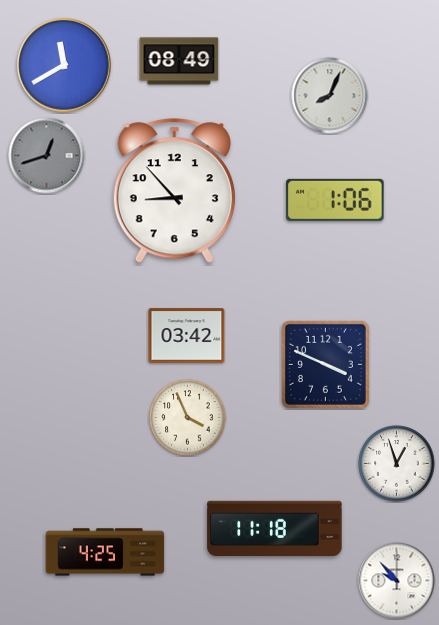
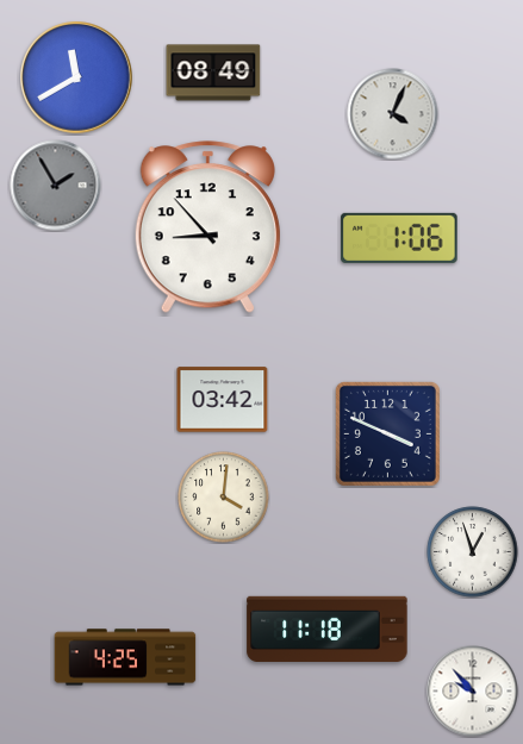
clock at (330, 96): 8:04 -> 4:04
clock at (47, 156): 12:42 -> 1:55
clock at (188, 418): 3:56 -> 4:01
